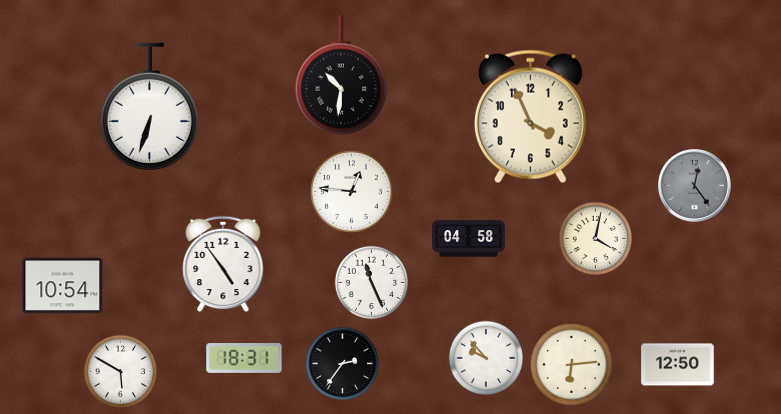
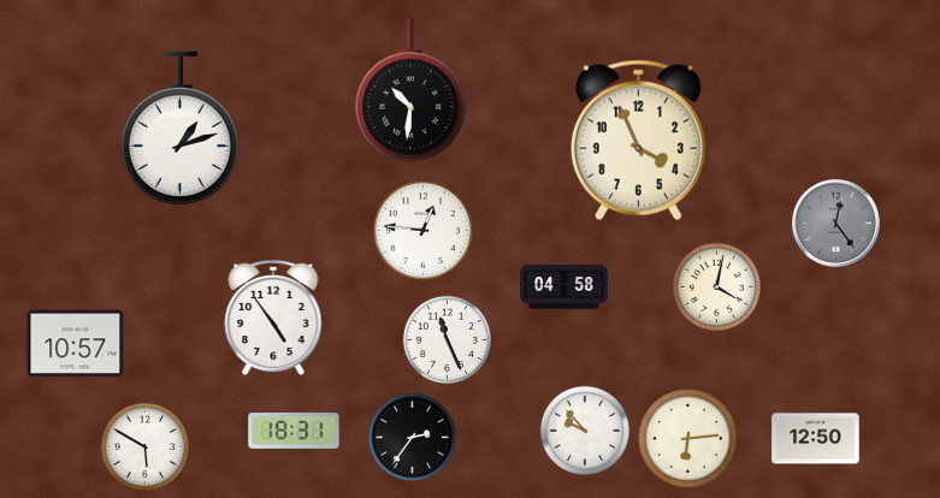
clock at (149, 107): 6:33 -> 1:12
clock at (223, 264) position: (223, 264) -> (273, 318)
clock at (63, 286): 10:54 -> 10:57
